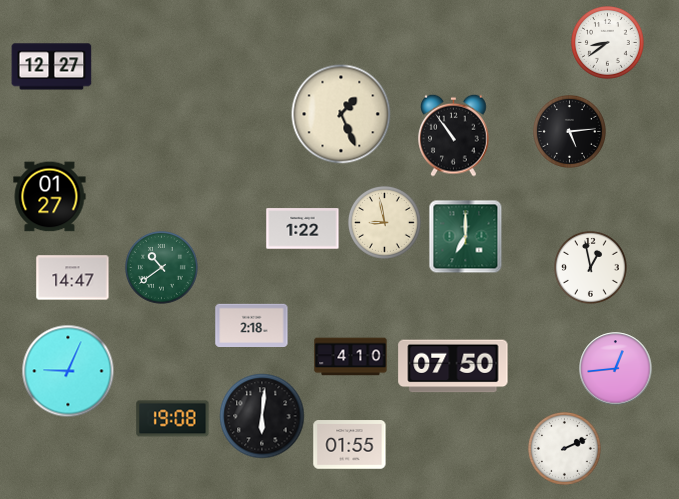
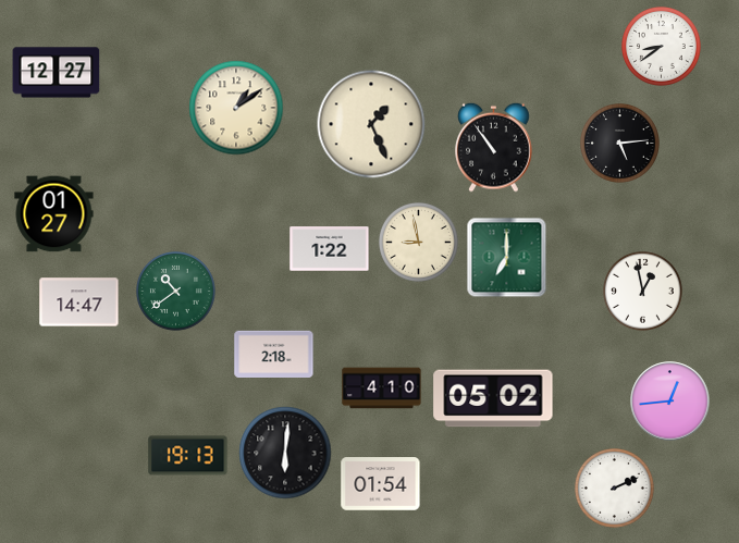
clock at (236, 108): none -> 1:09
clock at (453, 366): 07:50 -> 05:02
clock at (68, 371): 9:04 -> none
clock at (173, 419): 19:08 -> 19:13
clock at (350, 445): 01:55 -> 01:54
